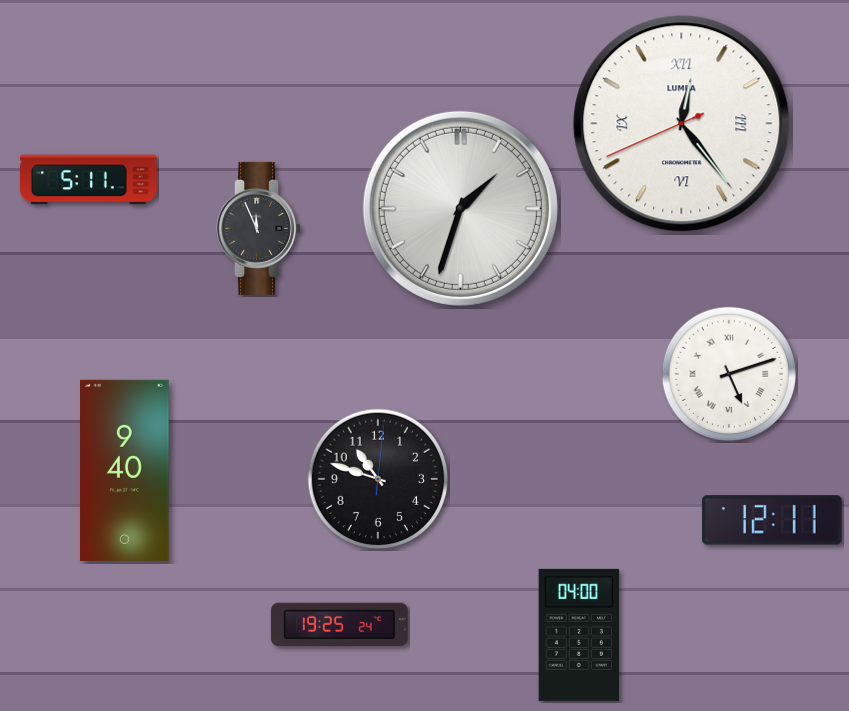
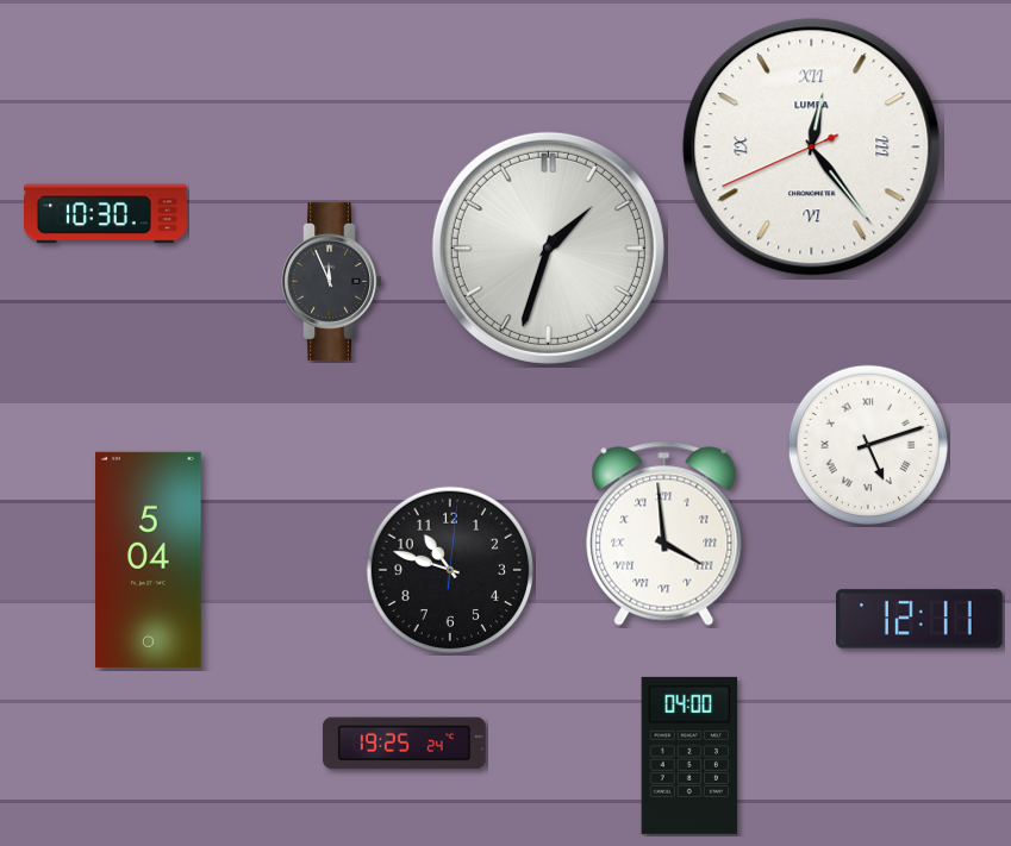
clock at (89, 180): 5:11 -> 10:30
clock at (259, 228) position: (259, 228) -> (332, 281)
clock at (664, 533): none -> 3:59
clock at (125, 470): 9:40 -> 5:04
